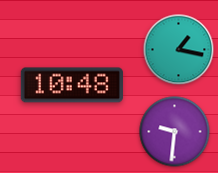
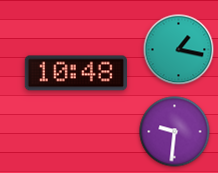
clock at (72, 85) position: (72, 85) -> (76, 73)
